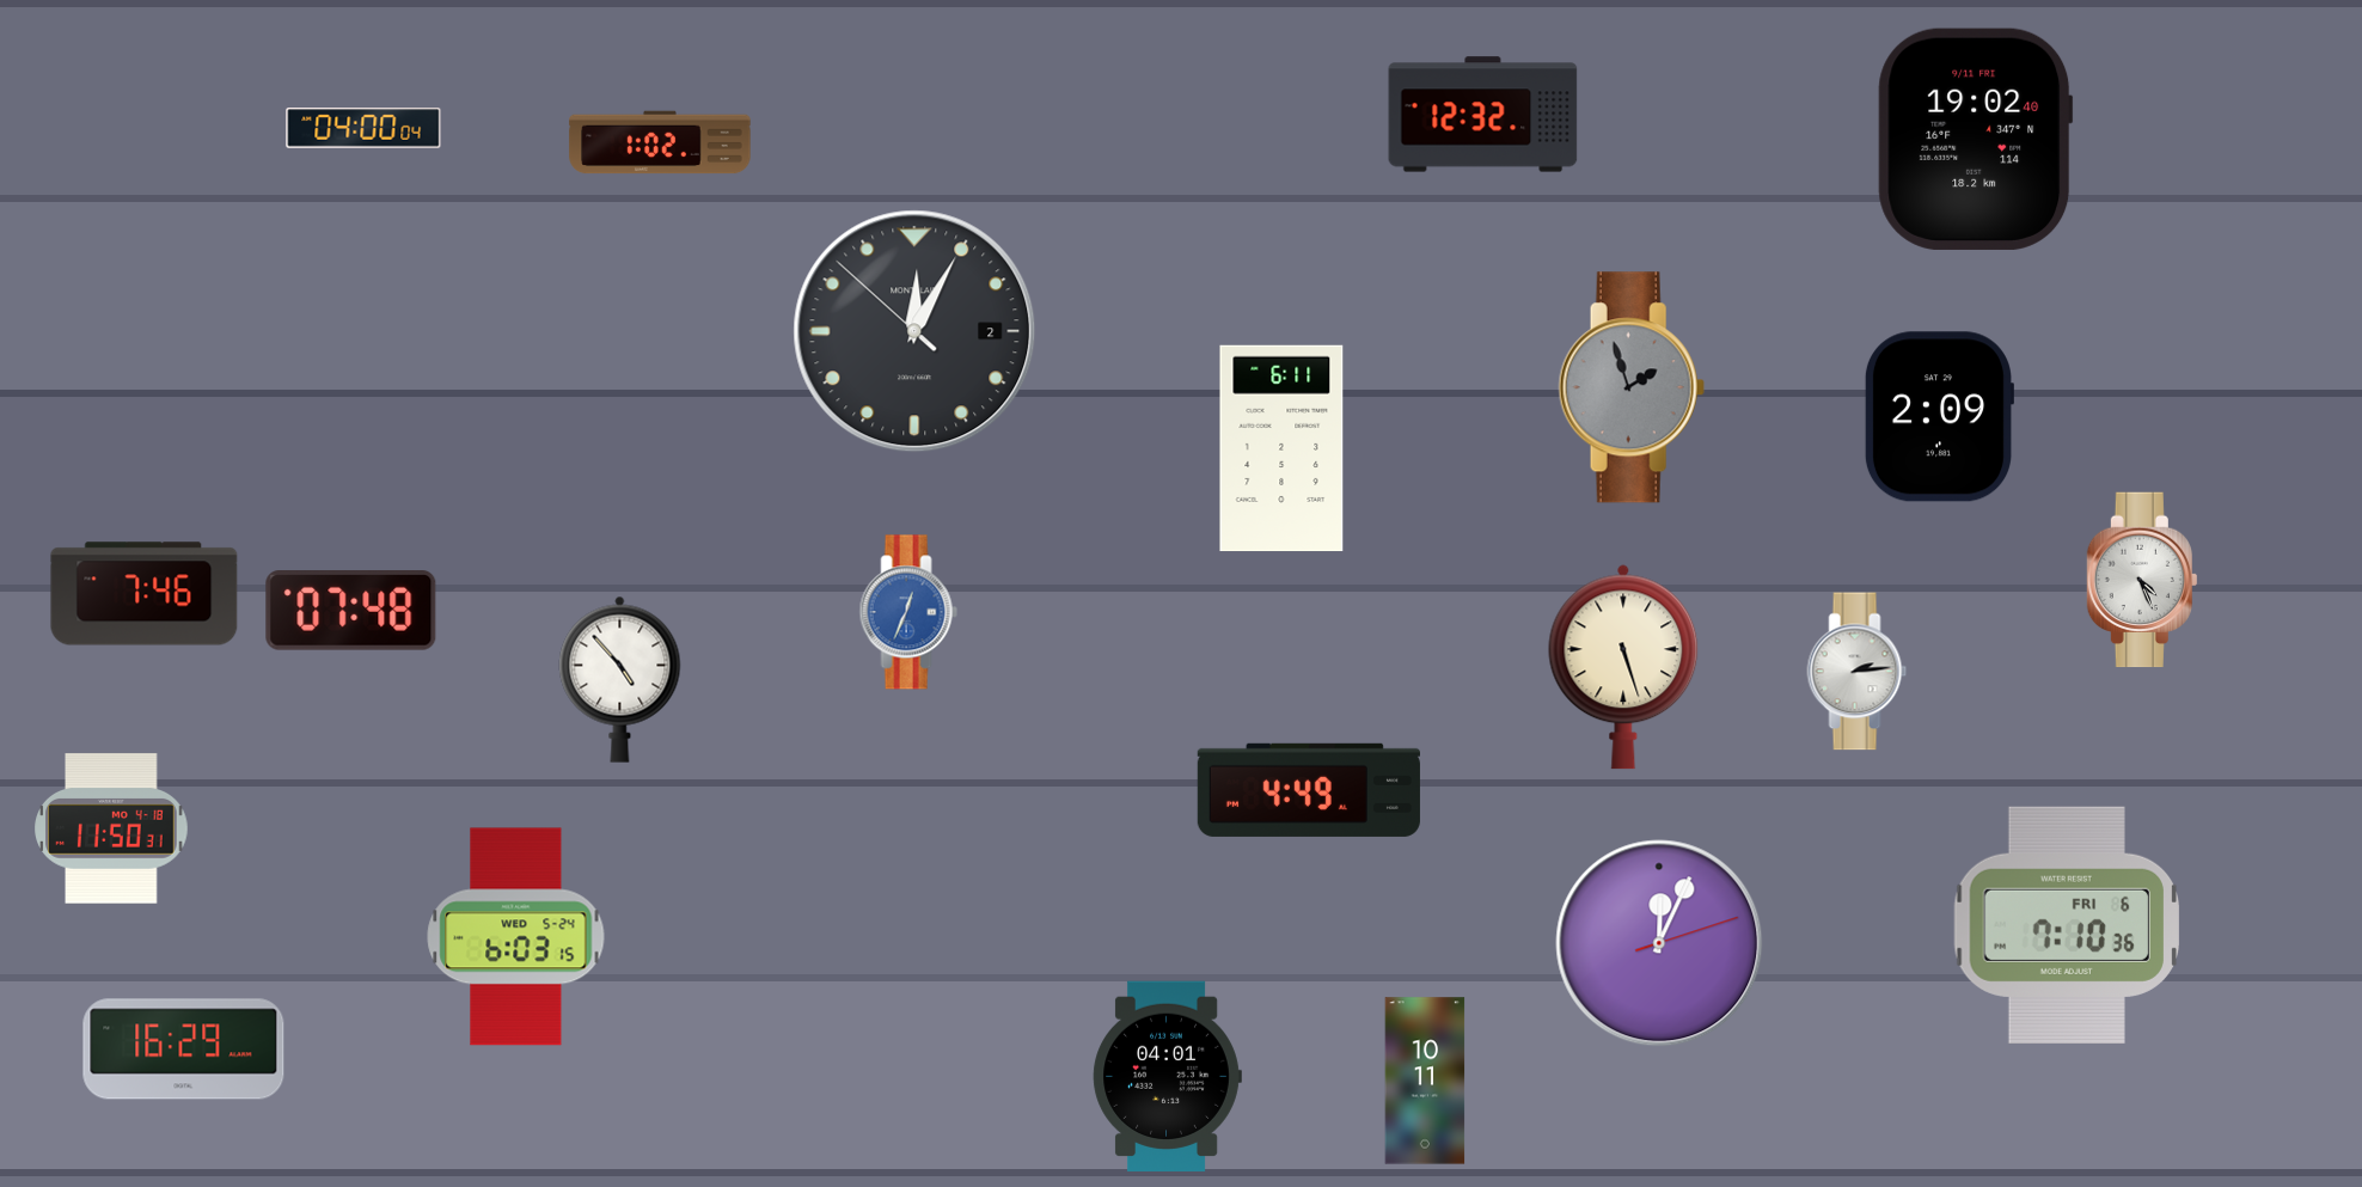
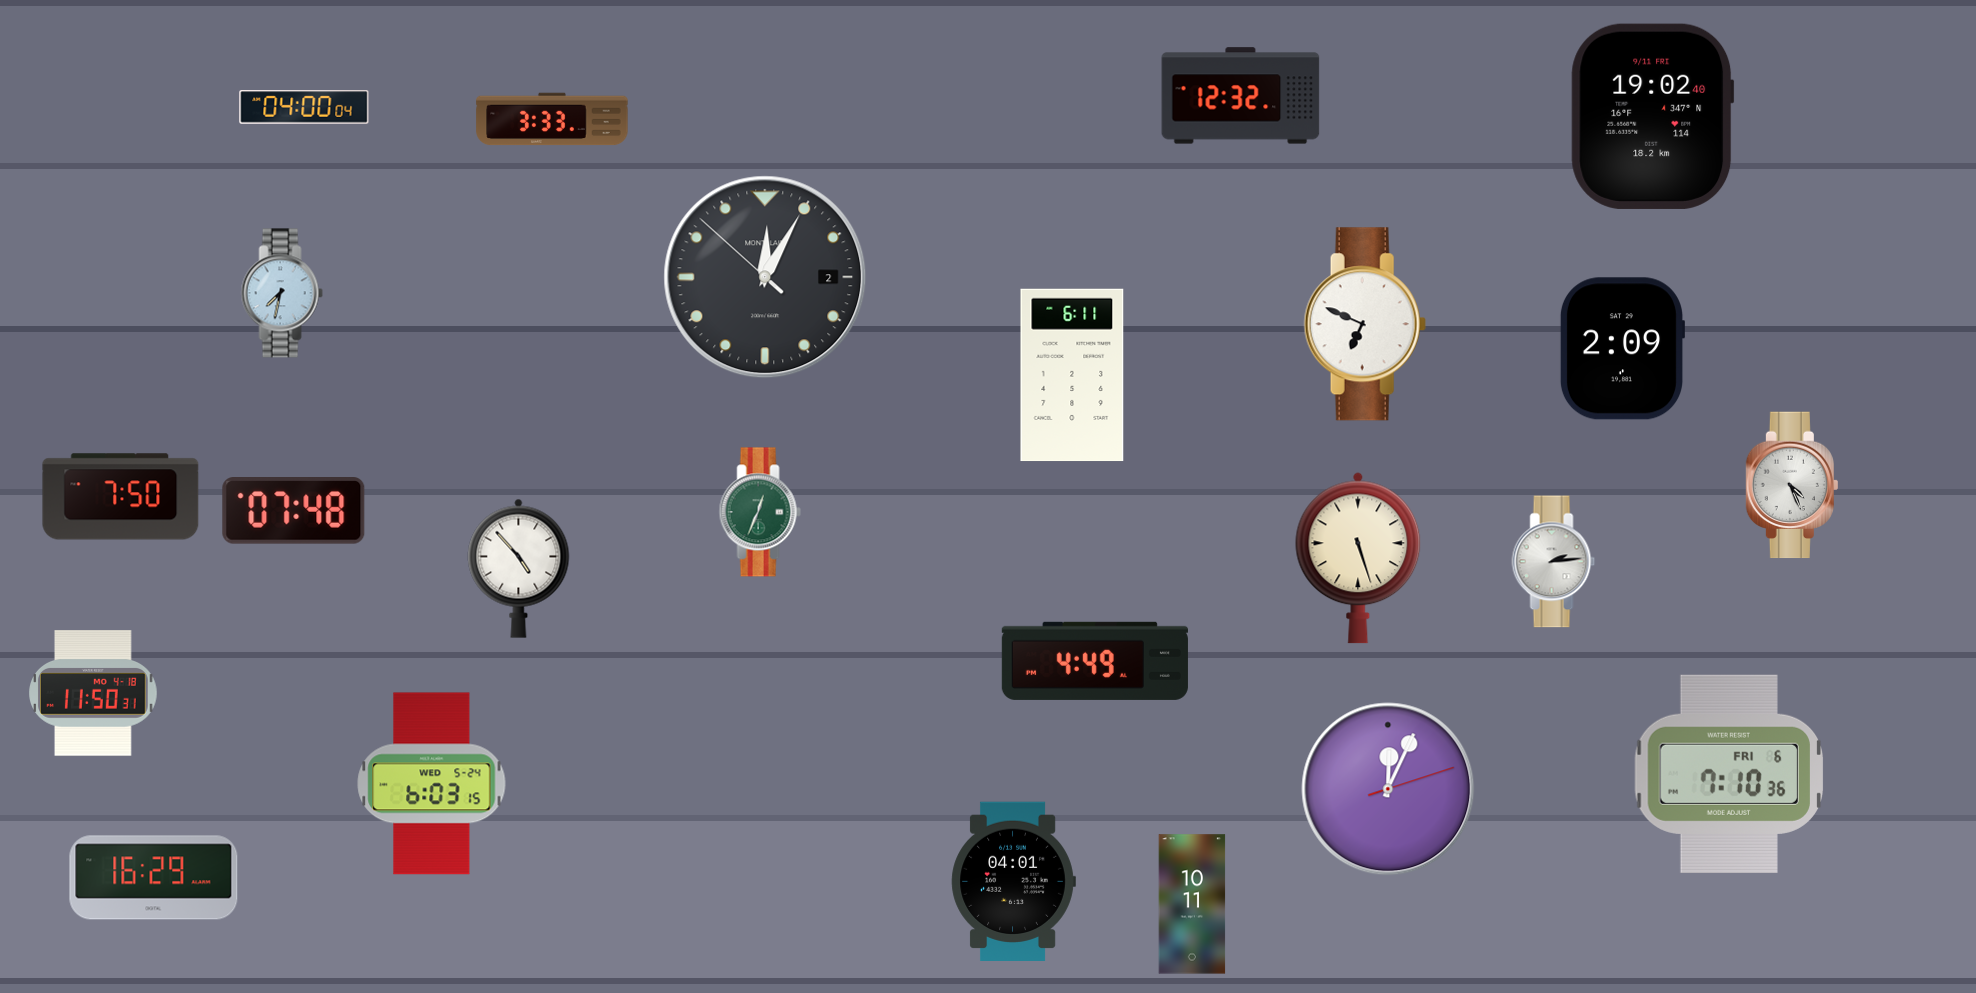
clock at (660, 142): 1:02 -> 3:33
clock at (282, 293): none -> 7:32
clock at (1632, 387): 1:57 -> 6:49
clock at (1632, 387) dial: grey -> white
clock at (145, 594): 7:46 -> 7:50
clock at (908, 612) dial: blue -> green
clock at (1167, 1076) position: (1167, 1076) -> (1013, 881)
